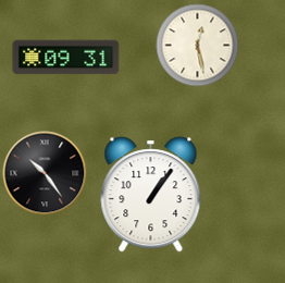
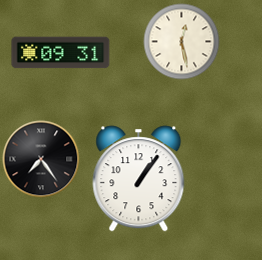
clock at (45, 173): 10:24 -> 7:24
